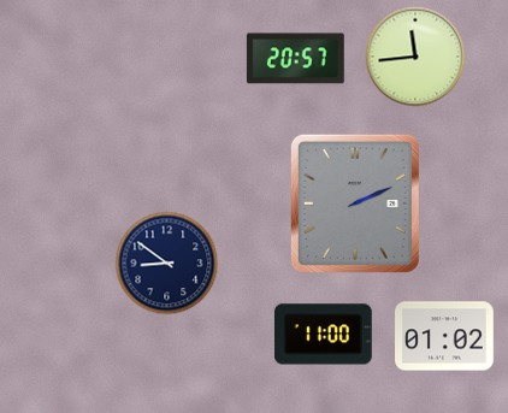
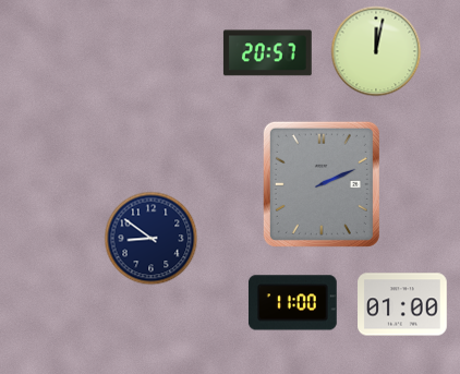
clock at (415, 57): 11:44 -> 12:02
clock at (444, 336): 01:02 -> 01:00
